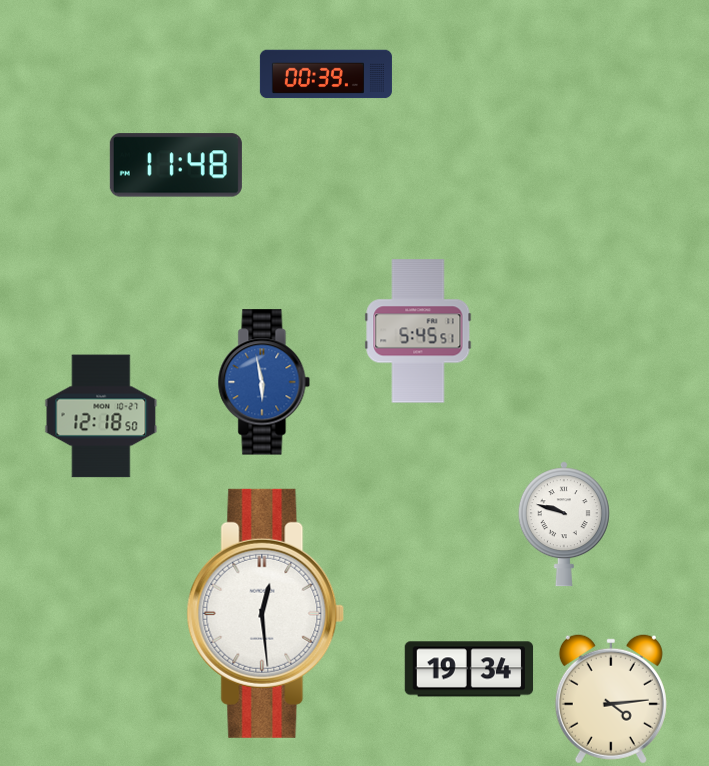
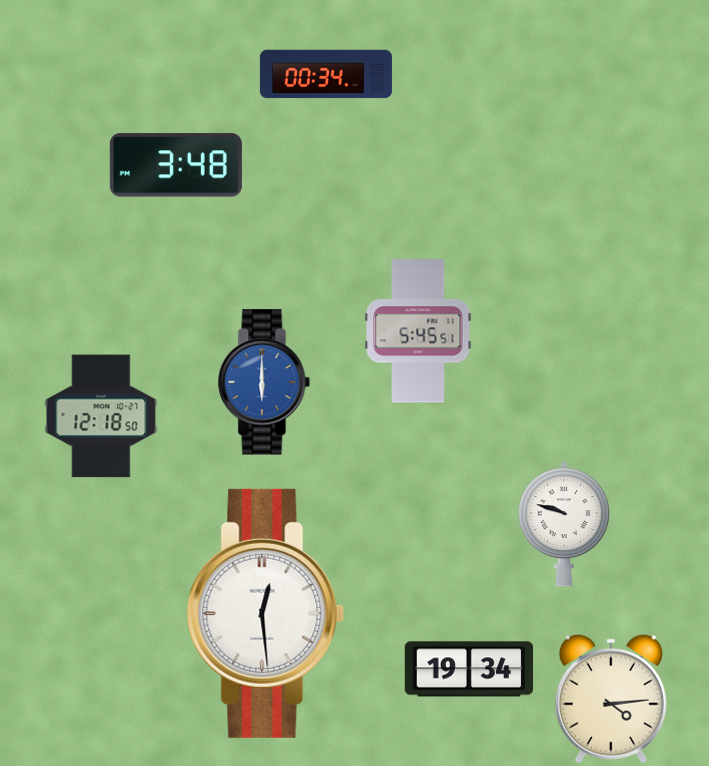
clock at (326, 74): 00:39 -> 00:34
clock at (176, 165): 11:48 -> 3:48
clock at (264, 382): 5:58 -> 6:00
